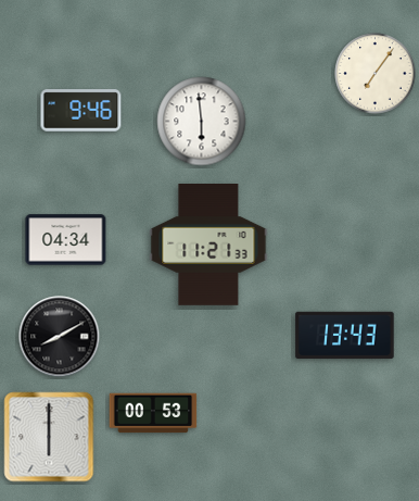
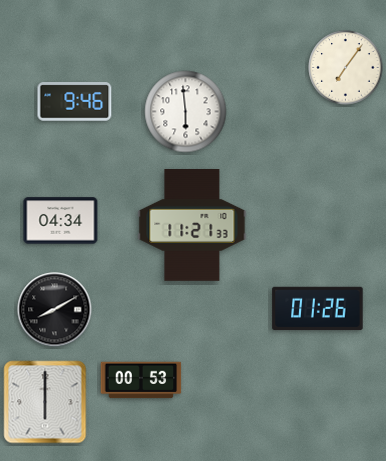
clock at (345, 336): 13:43 -> 01:26
